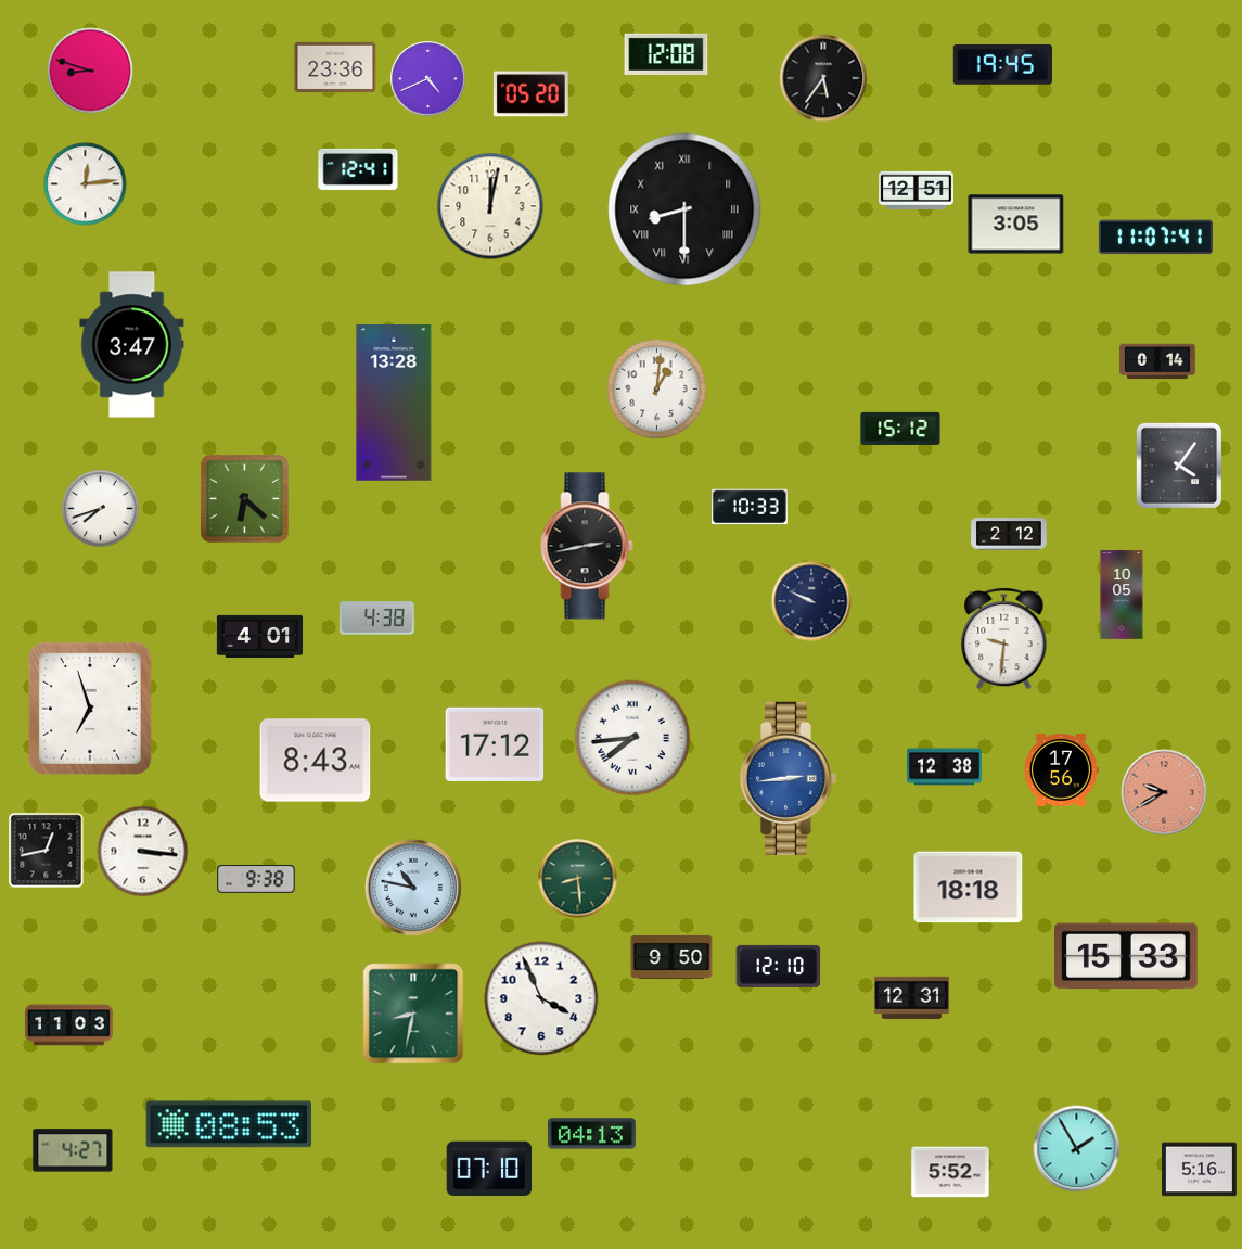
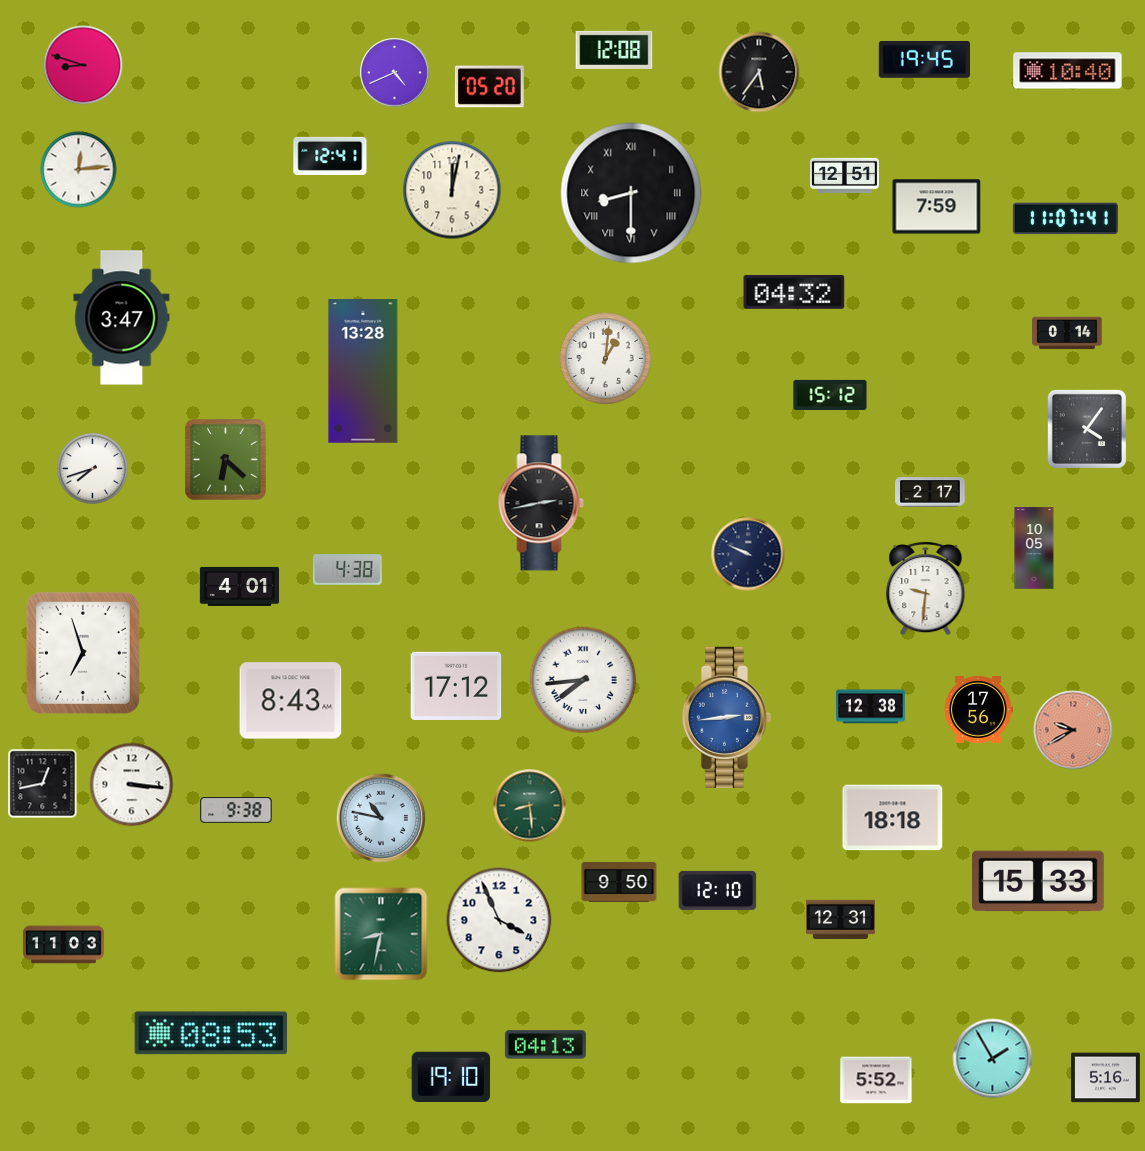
clock at (335, 67): 23:36 -> none
clock at (1068, 71): none -> 10:40
clock at (1016, 225): 3:05 -> 7:59
clock at (794, 292): none -> 04:32
clock at (750, 507): 10:33 -> none
clock at (1009, 534): 2:12 -> 2:17
clock at (578, 879) position: (578, 879) -> (530, 806)
clock at (228, 1124) position: (228, 1124) -> (210, 1033)
clock at (73, 1150): 4:27 -> none
clock at (489, 1168): 07:10 -> 19:10
